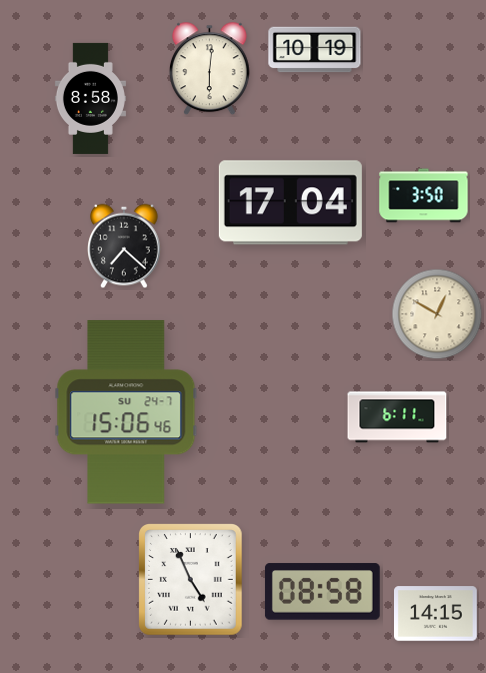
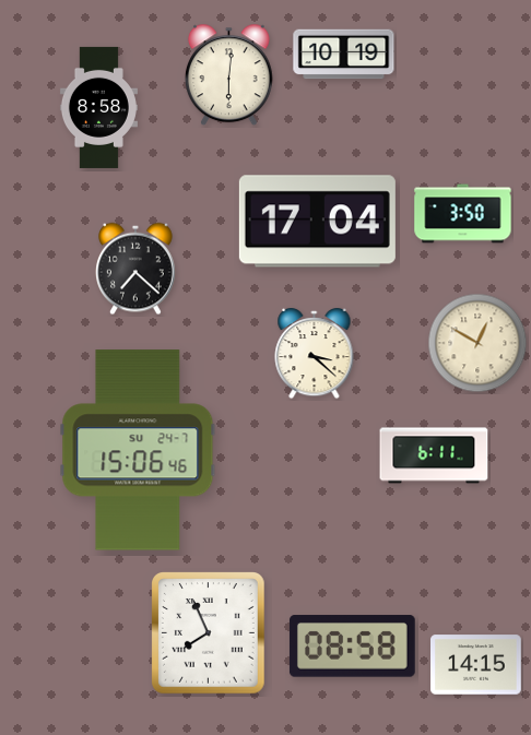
clock at (315, 354): none -> 3:22
clock at (191, 580): 4:56 -> 7:56
clock at (436, 614) position: (436, 614) -> (476, 665)
